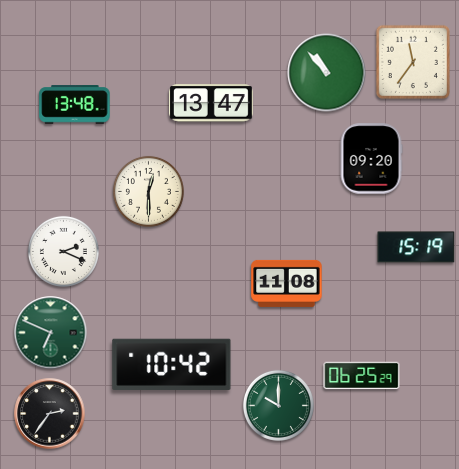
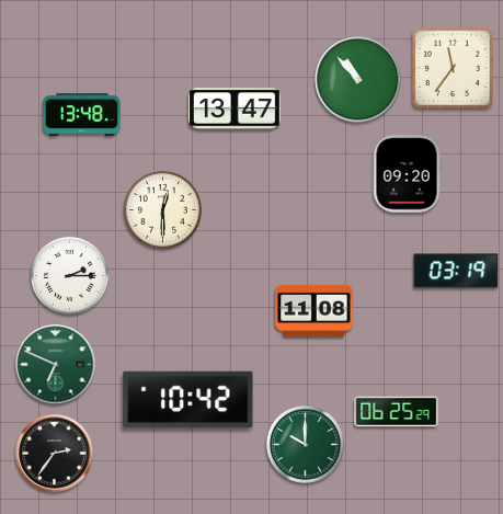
clock at (212, 103) position: (212, 103) -> (236, 108)
clock at (416, 247): 15:19 -> 03:19
clock at (63, 251): 2:19 -> 2:15
